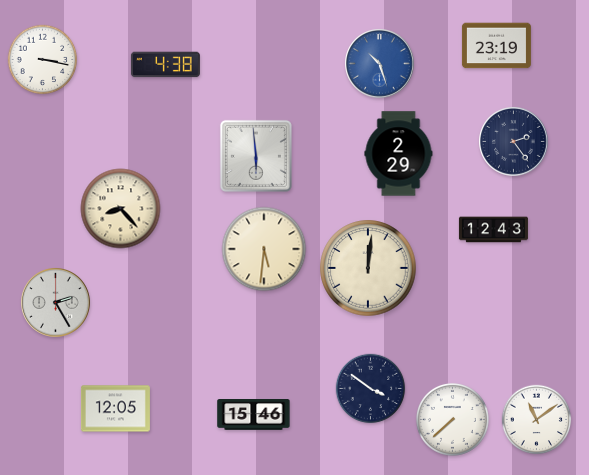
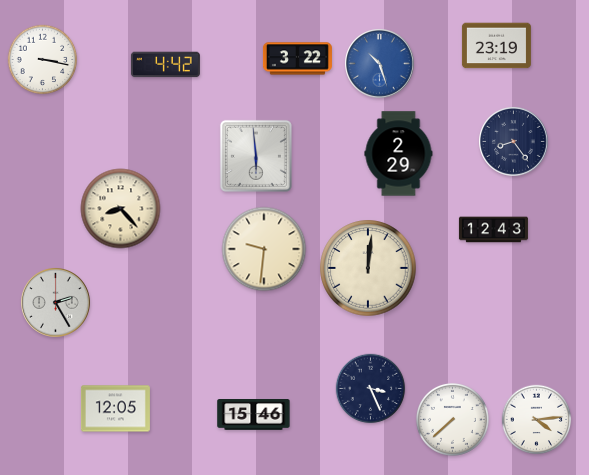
clock at (297, 59): none -> 3:22
clock at (165, 65): 4:38 -> 4:42
clock at (514, 142): 2:24 -> 8:24
clock at (264, 249): 5:31 -> 9:31
clock at (371, 389): 3:51 -> 3:26
clock at (537, 420): 11:09 -> 4:14
